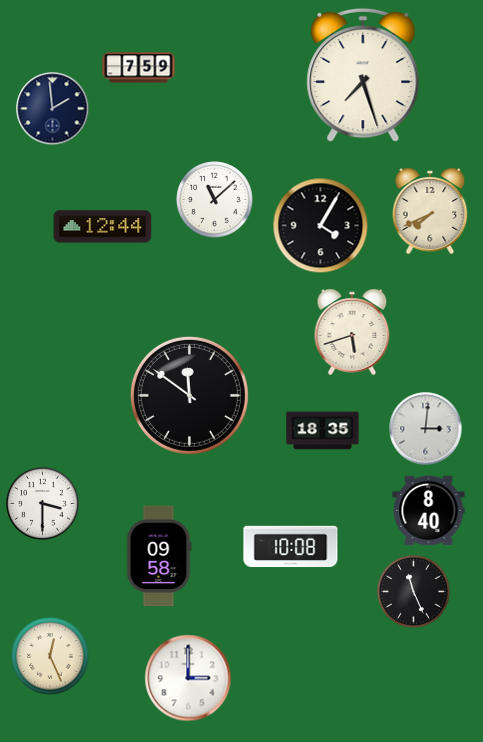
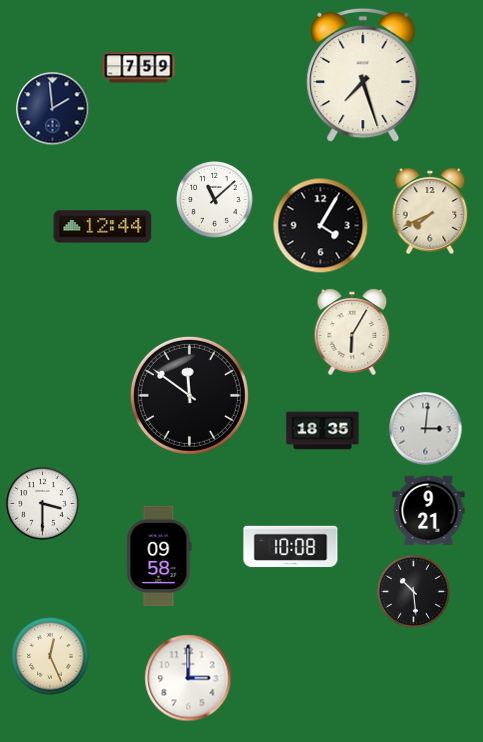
clock at (352, 332): 5:42 -> 6:05
clock at (429, 511): 8:40 -> 9:21
clock at (414, 592): 11:26 -> 10:29
